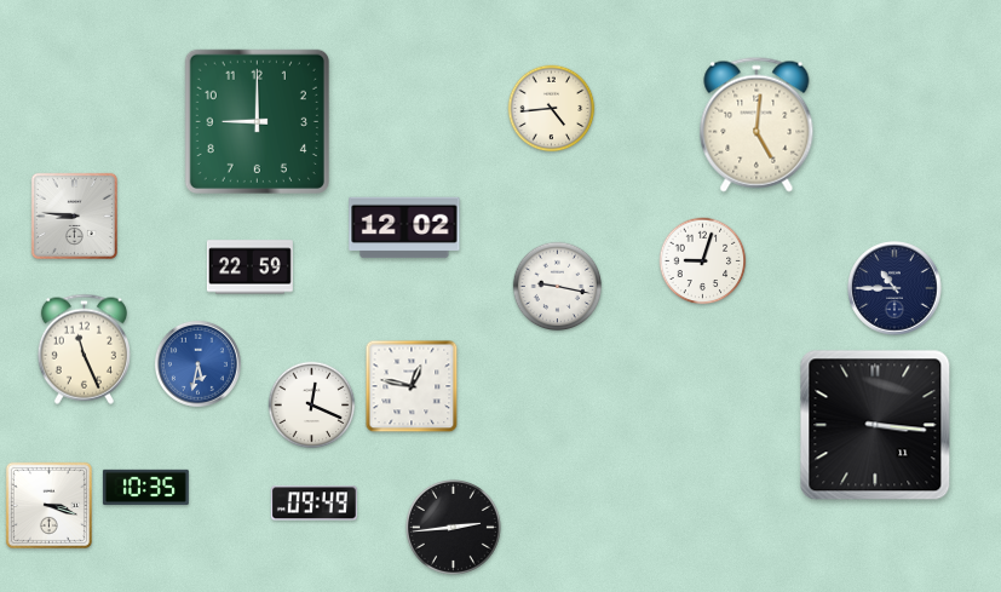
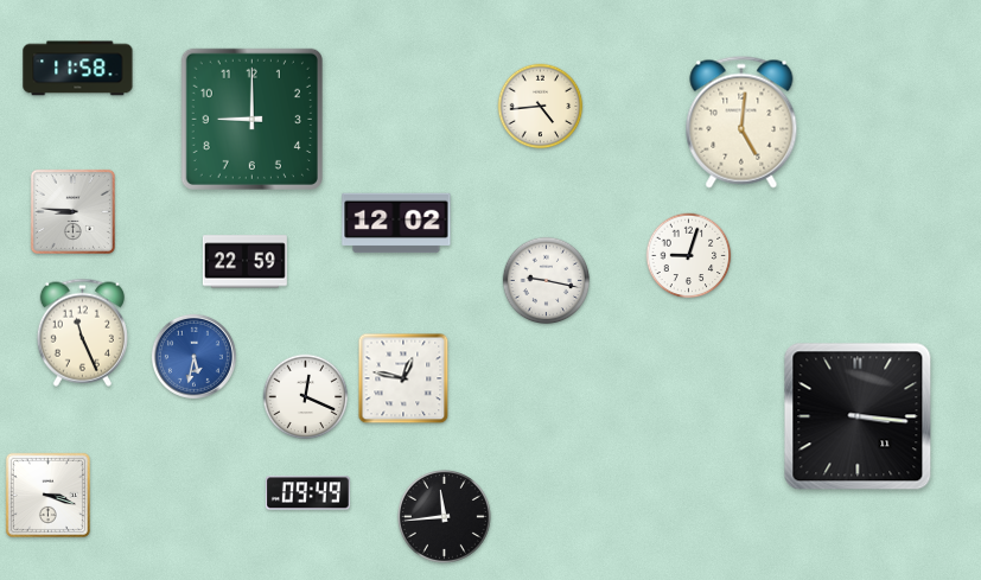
clock at (78, 69): none -> 11:58
clock at (894, 288): 10:45 -> none
clock at (84, 349) position: (84, 349) -> (82, 332)
clock at (145, 487): 10:35 -> none
clock at (453, 527): 2:44 -> 11:44
